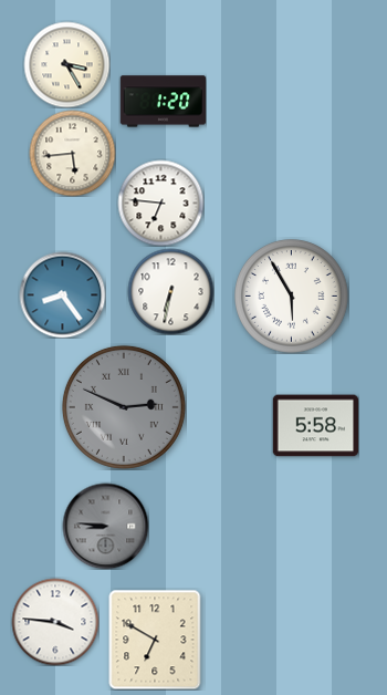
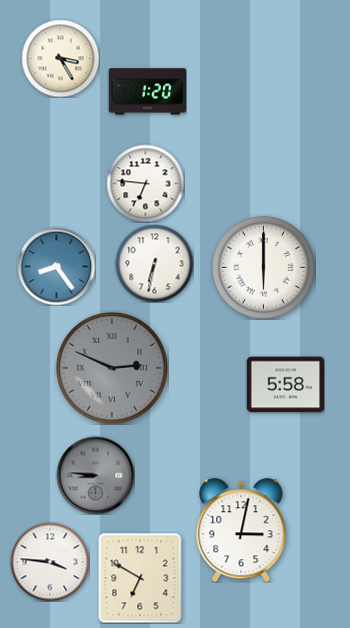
clock at (72, 153): 5:44 -> none
clock at (292, 297): 5:55 -> 6:00
clock at (241, 530): none -> 3:02
